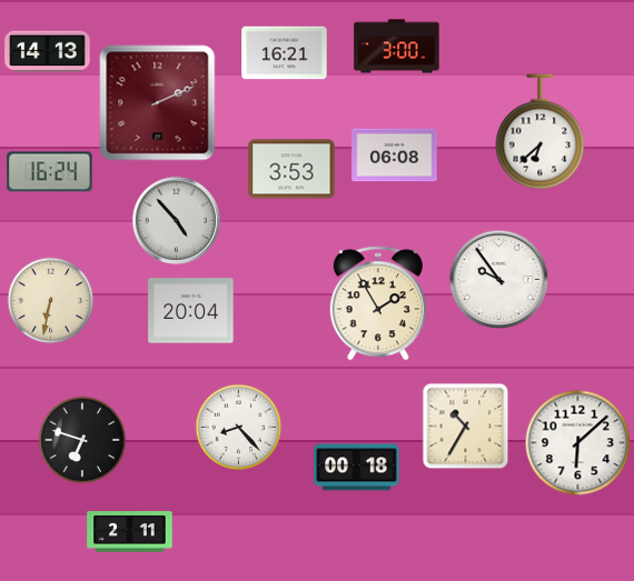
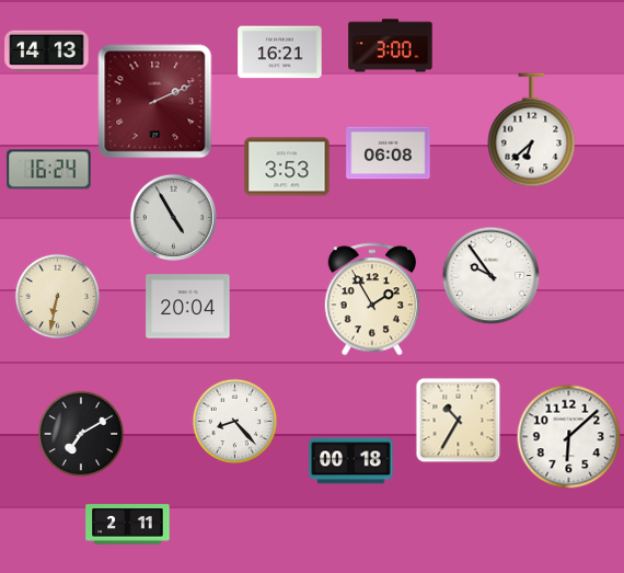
clock at (176, 220): 4:53 -> 4:55
clock at (50, 300) position: (50, 300) -> (57, 296)
clock at (82, 440): 6:48 -> 7:10
